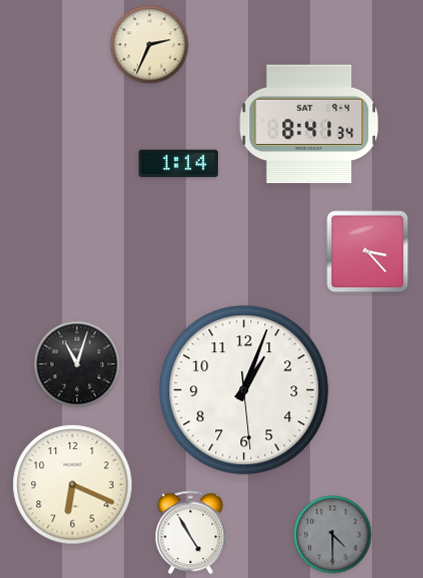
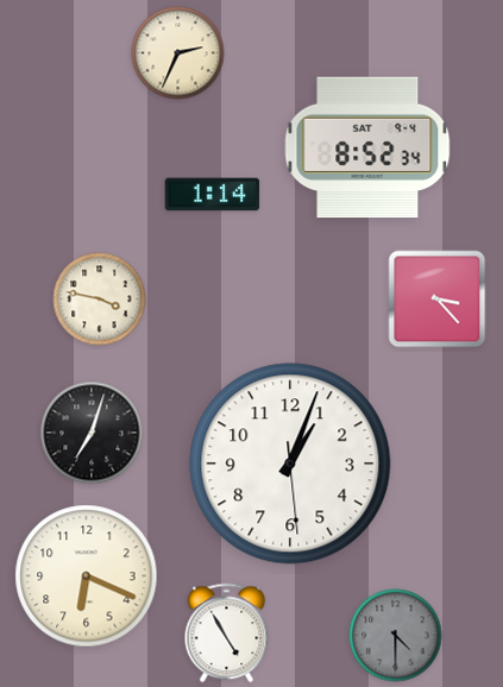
clock at (309, 124): 8:41 -> 8:52
clock at (100, 300): none -> 3:47
clock at (77, 364): 11:03 -> 7:03
